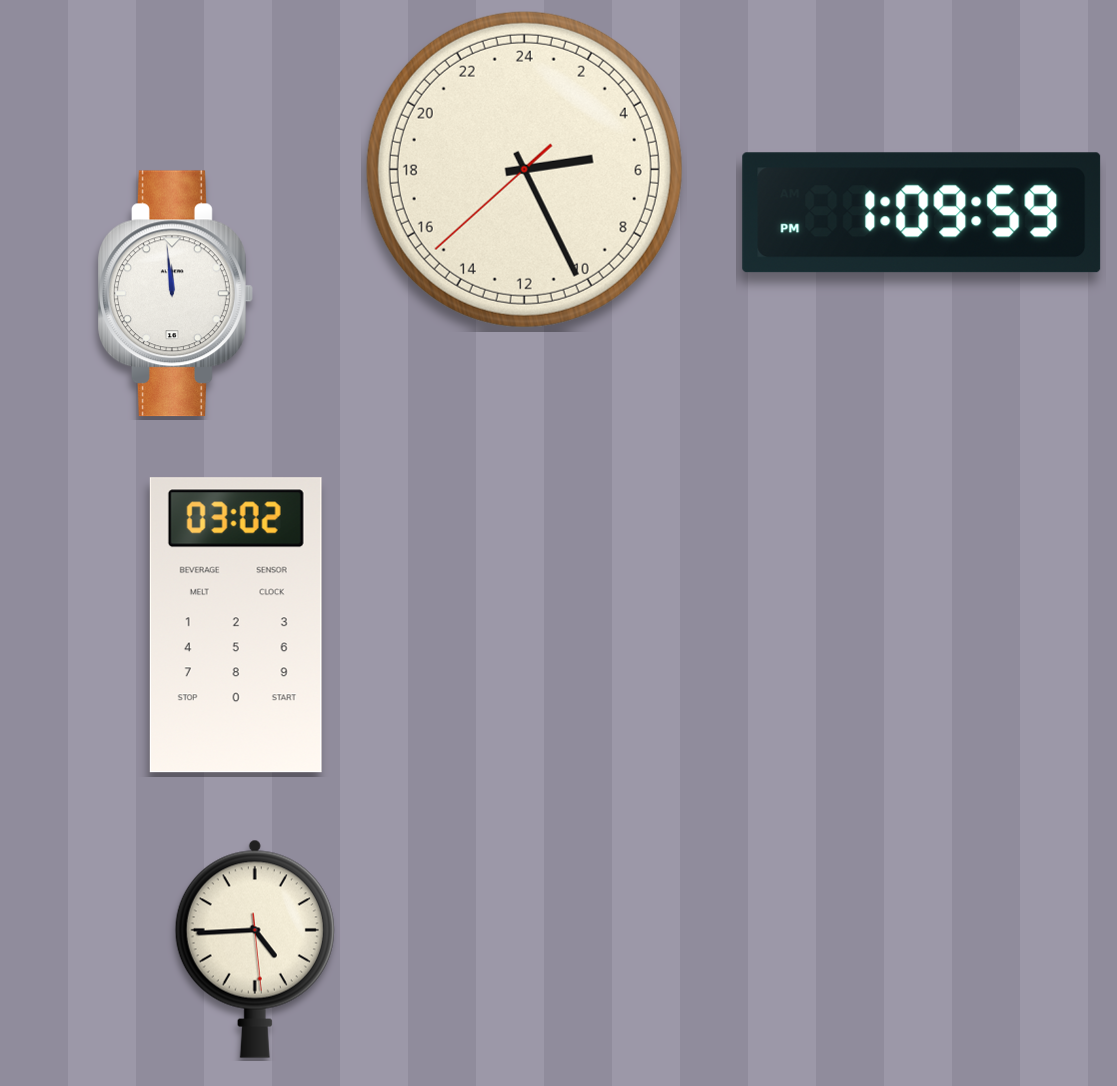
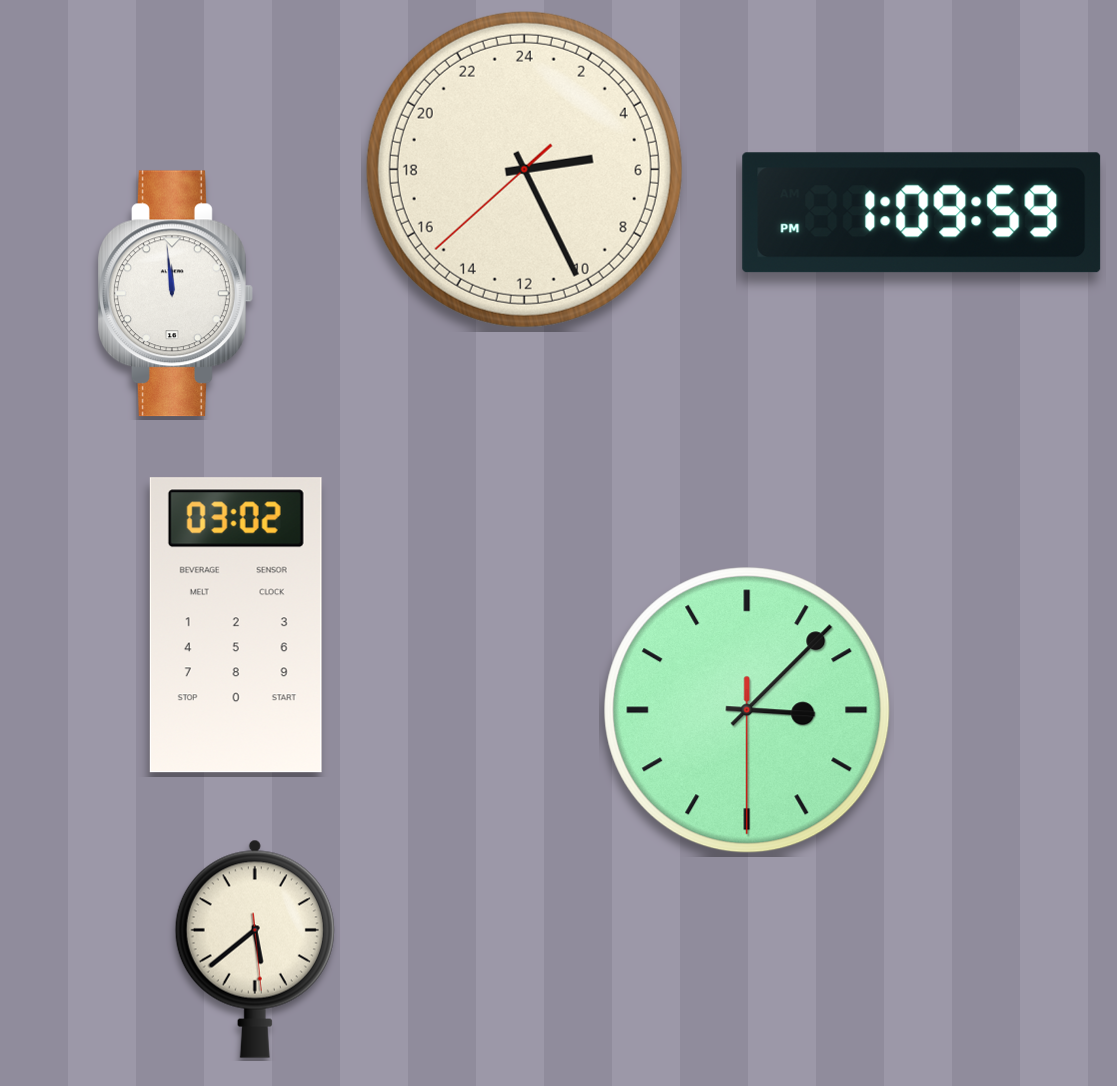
clock at (747, 710): none -> 3:07
clock at (255, 949): 4:44 -> 5:38
